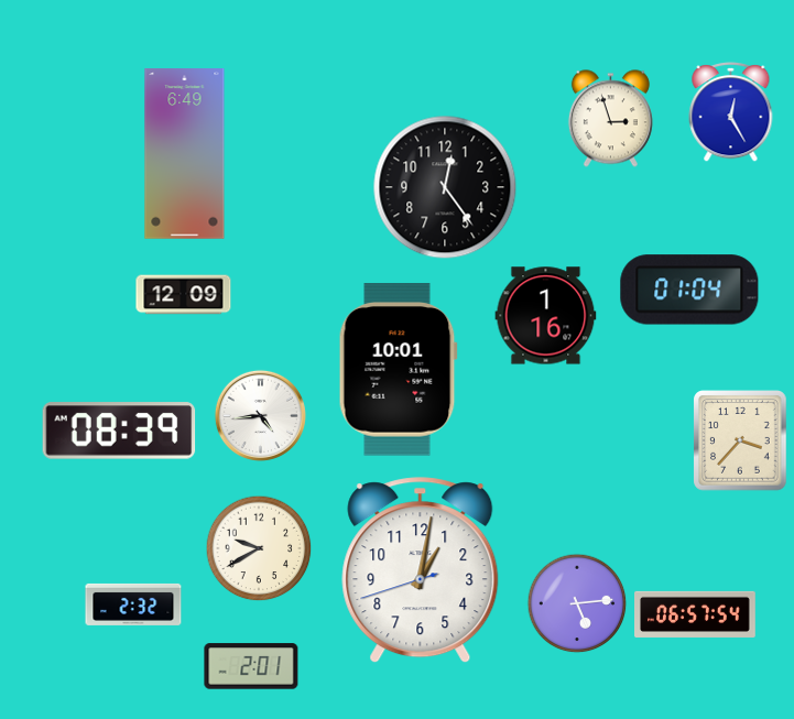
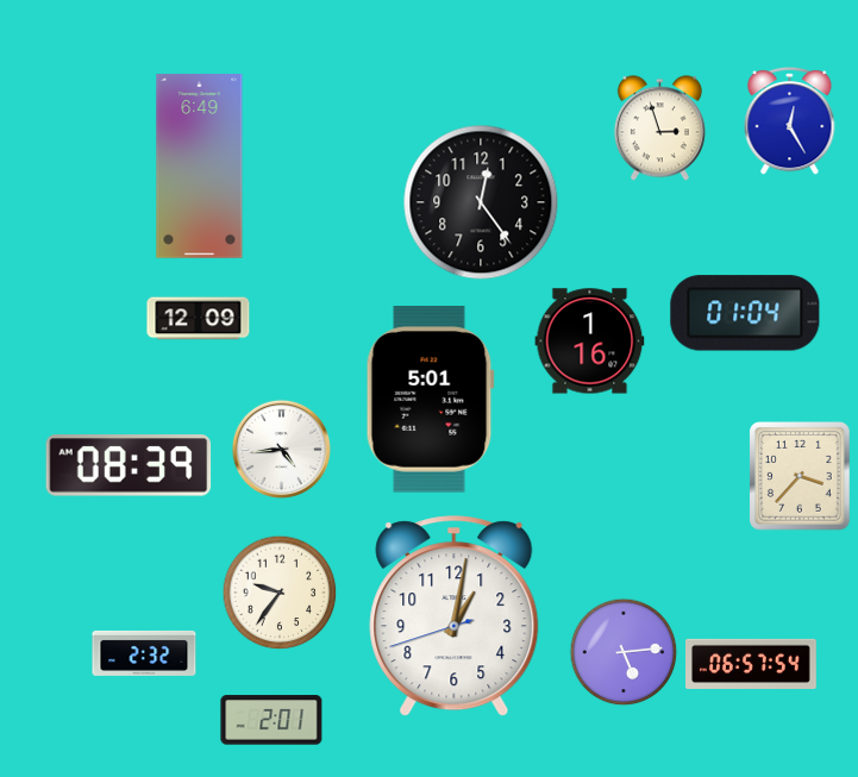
clock at (398, 370): 10:01 -> 5:01
clock at (259, 548): 9:40 -> 9:36
